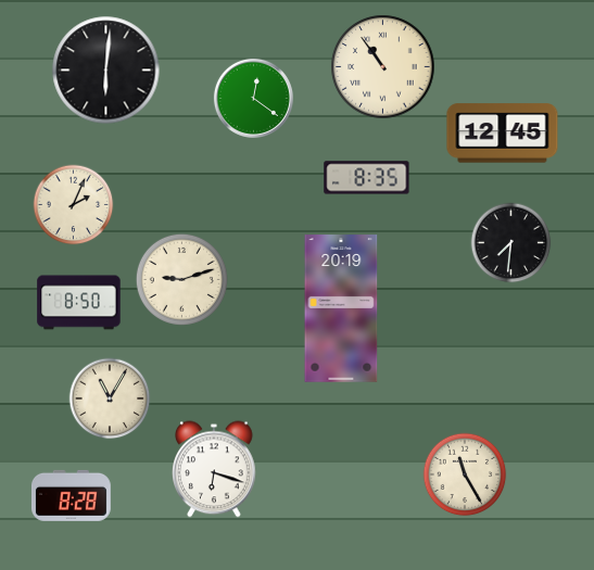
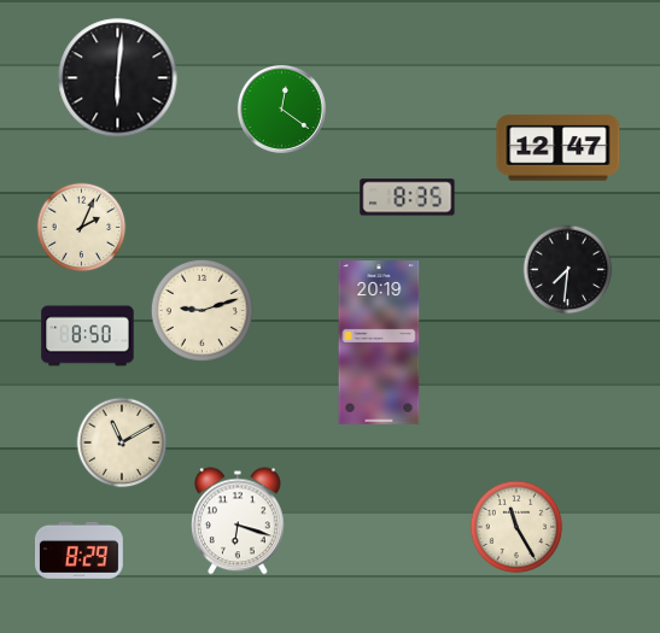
clock at (383, 67): 10:54 -> none
clock at (503, 134): 12:45 -> 12:47
clock at (110, 398): 11:05 -> 11:10
clock at (71, 495): 8:28 -> 8:29
